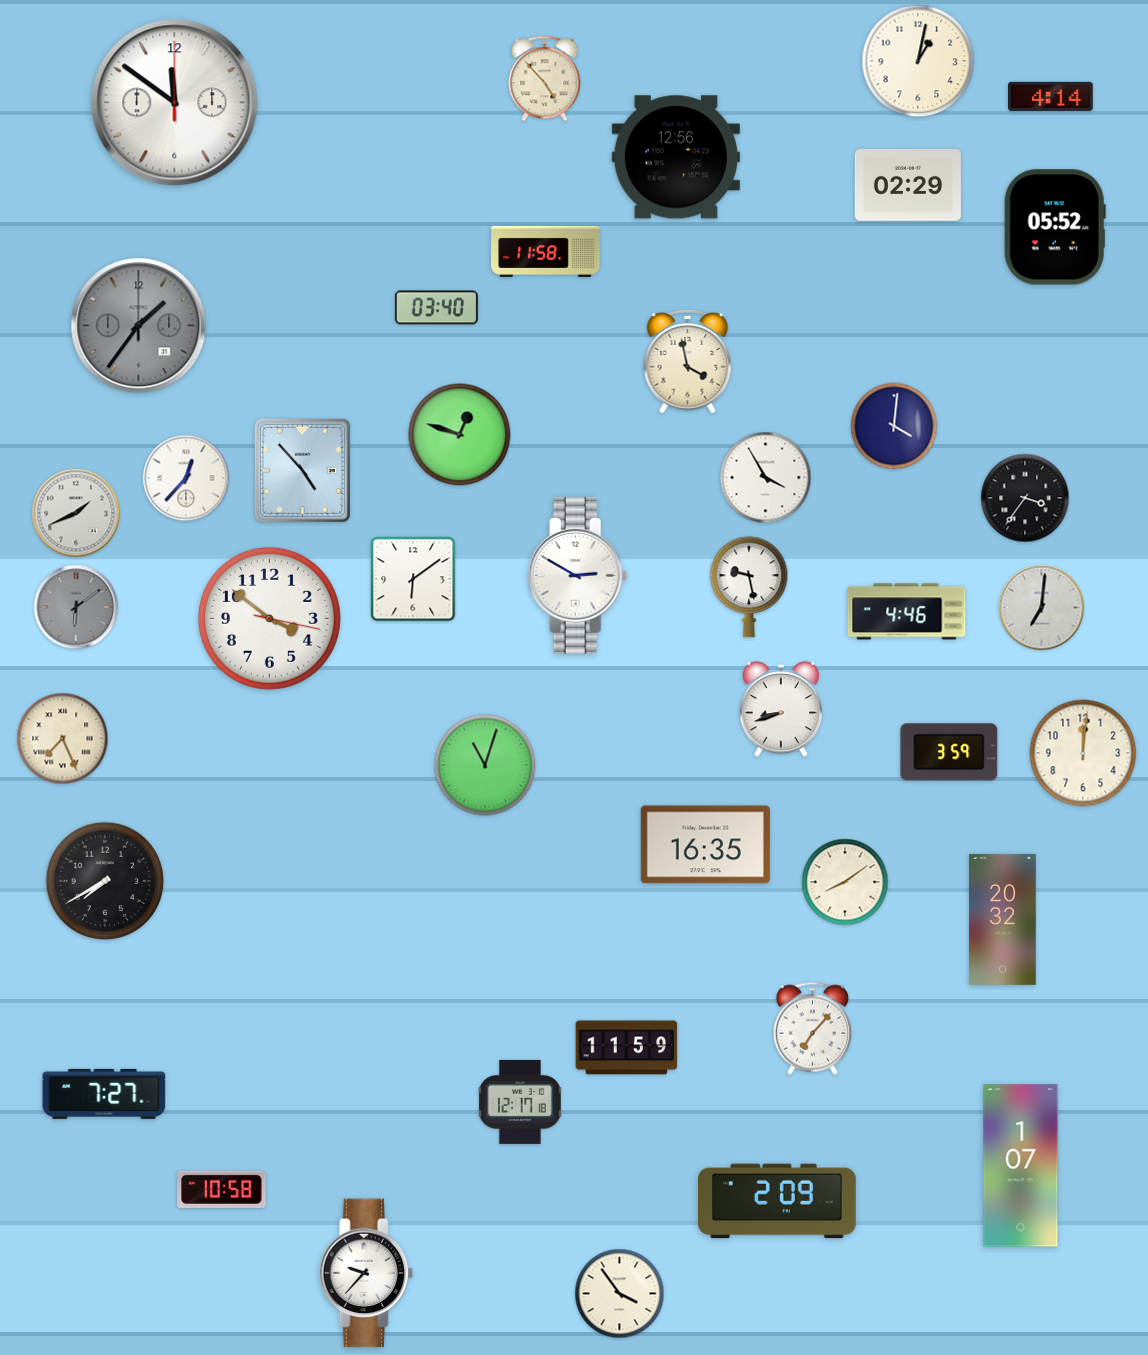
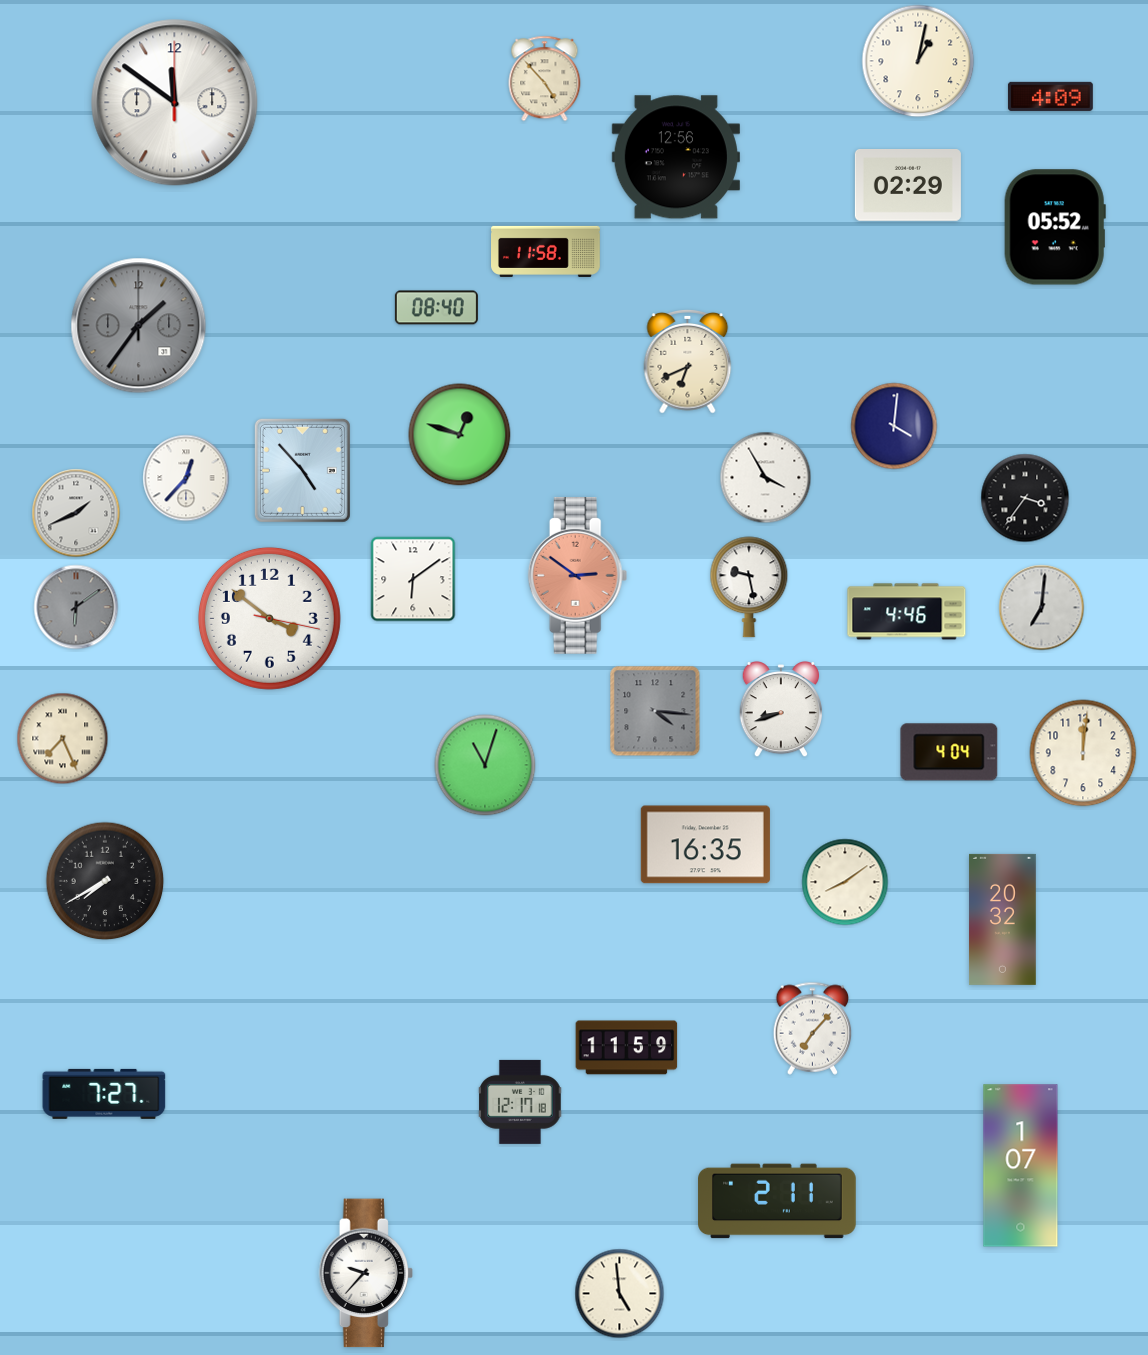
clock at (1050, 96): 4:14 -> 4:09
clock at (436, 308): 03:40 -> 08:40
clock at (688, 361): 3:58 -> 6:41
clock at (578, 575): 2:50 -> 2:51
clock at (578, 575) dial: white -> salmon
clock at (655, 711): none -> 4:16
clock at (949, 752): 3:59 -> 4:04
clock at (222, 1189): 10:58 -> none
clock at (777, 1201): 2:09 -> 2:11
clock at (620, 1294): 3:54 -> 4:59
